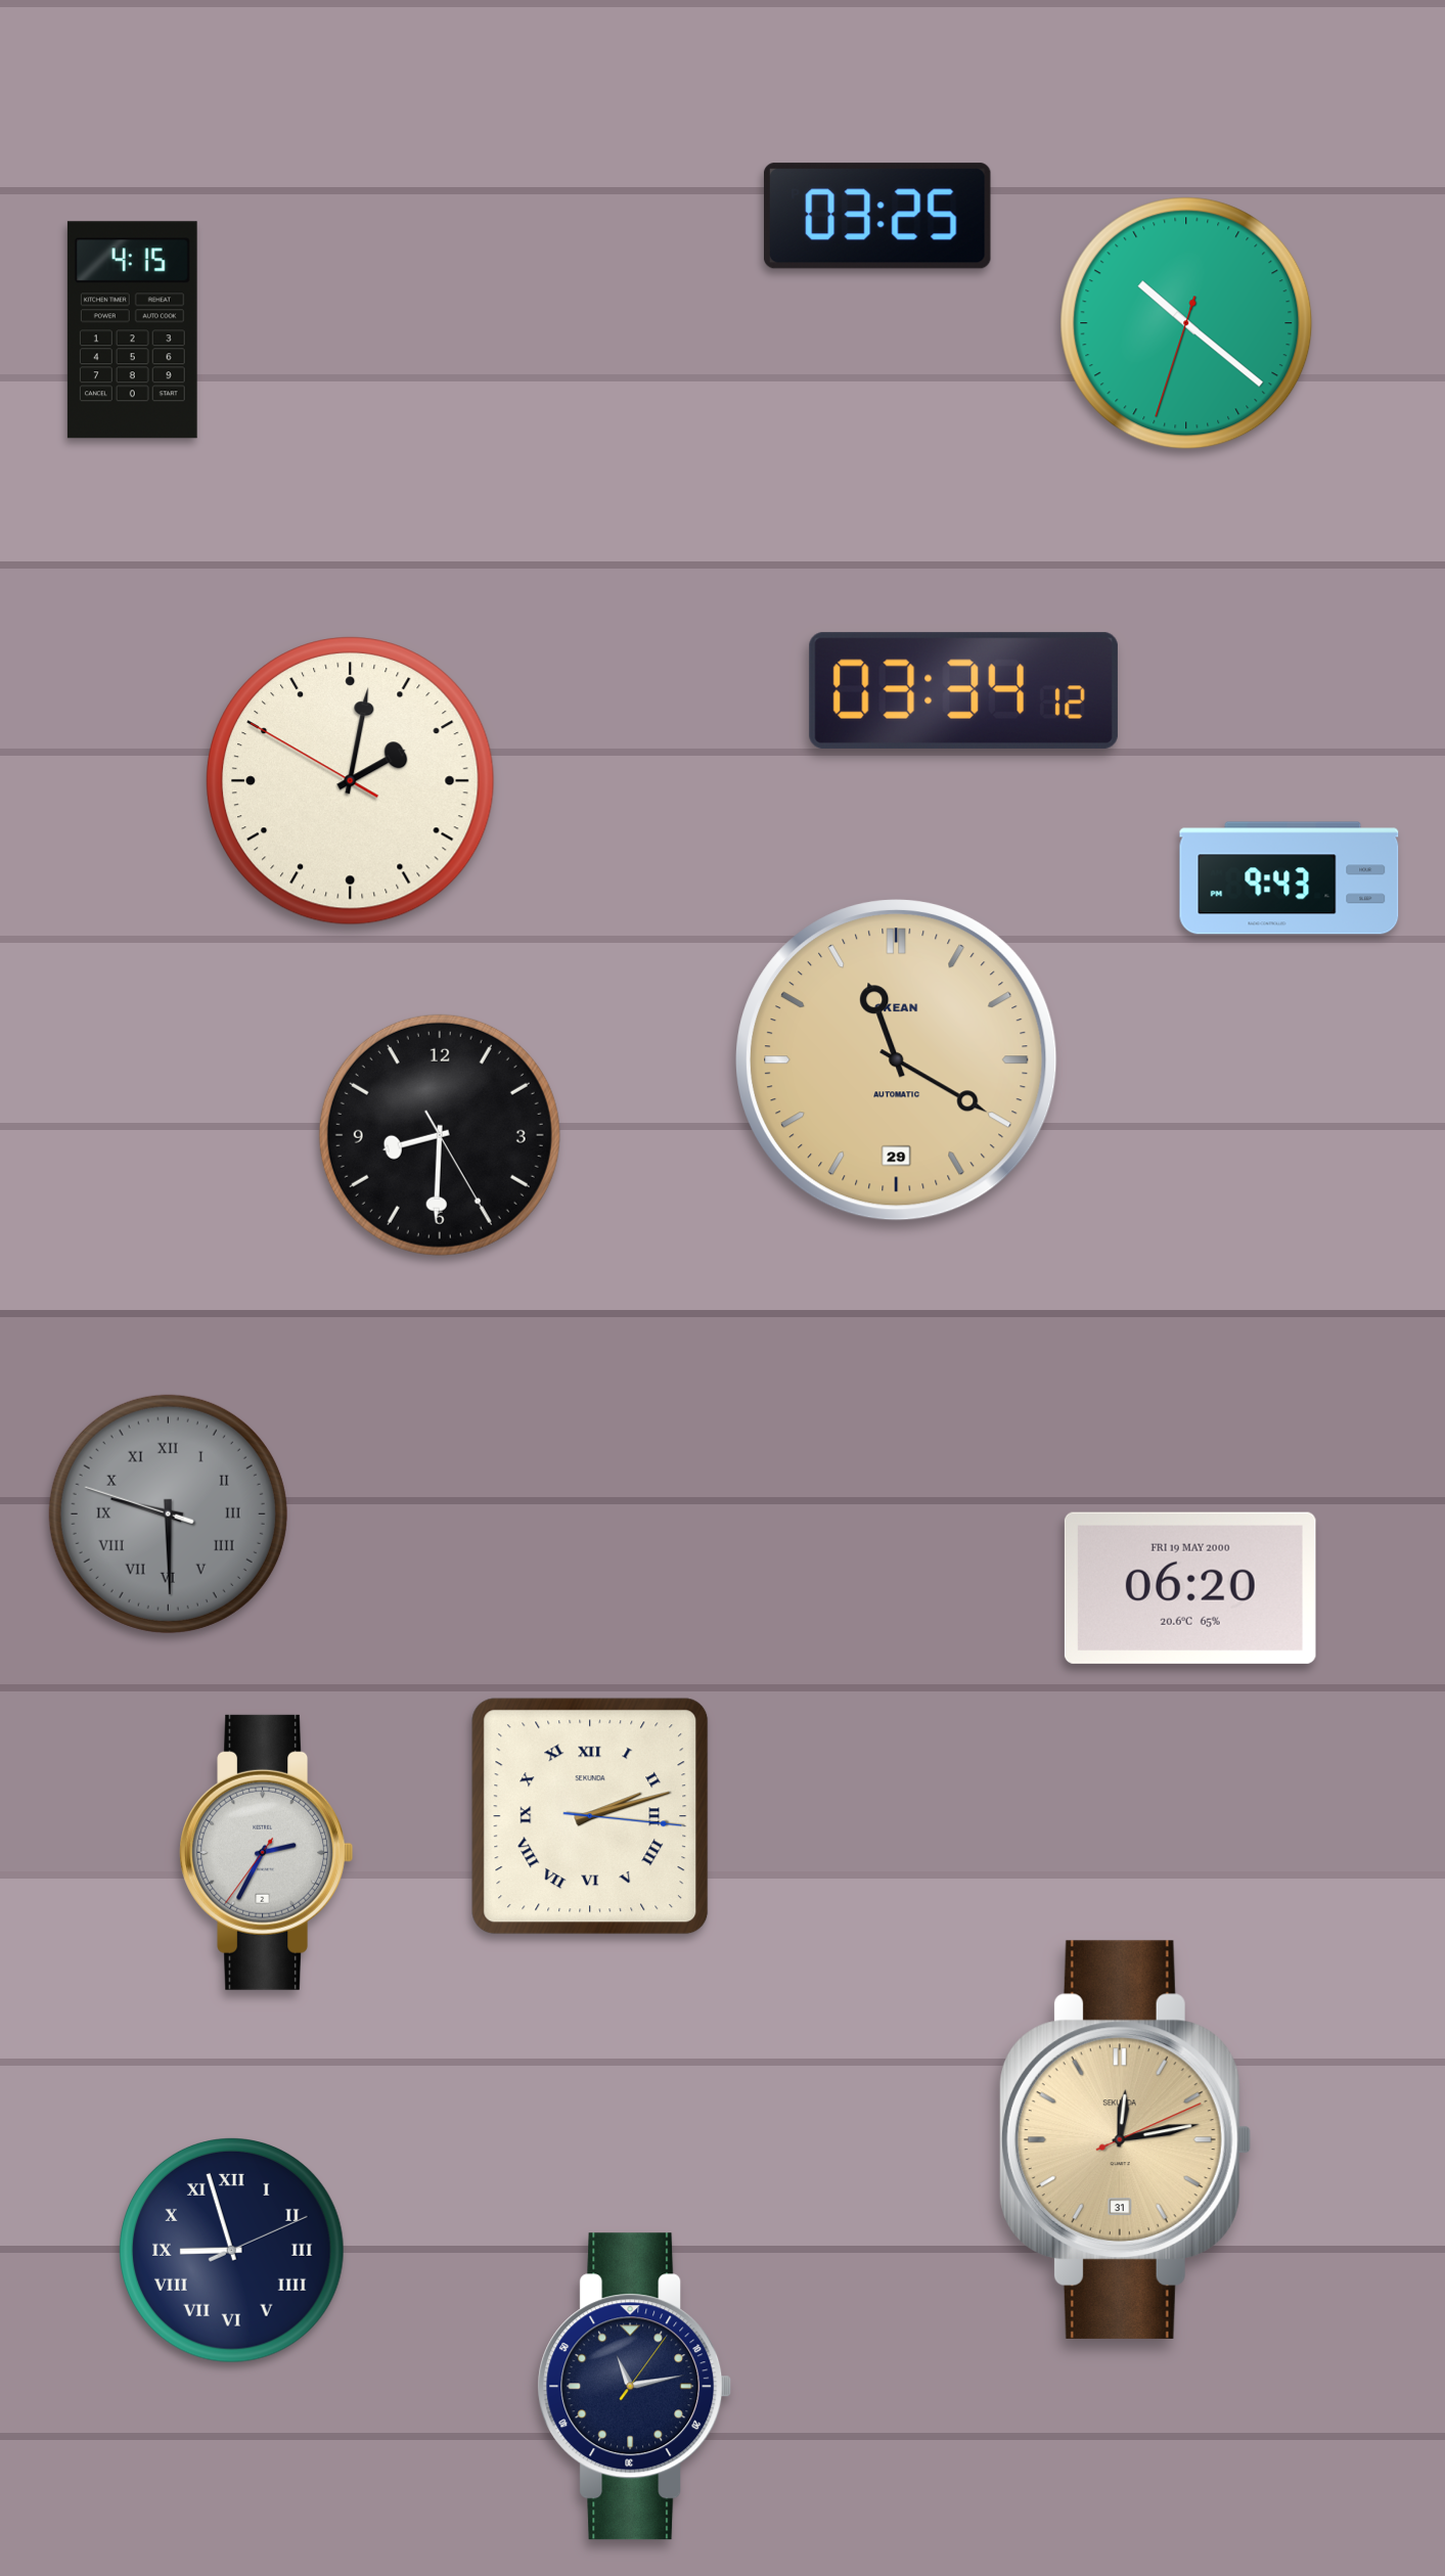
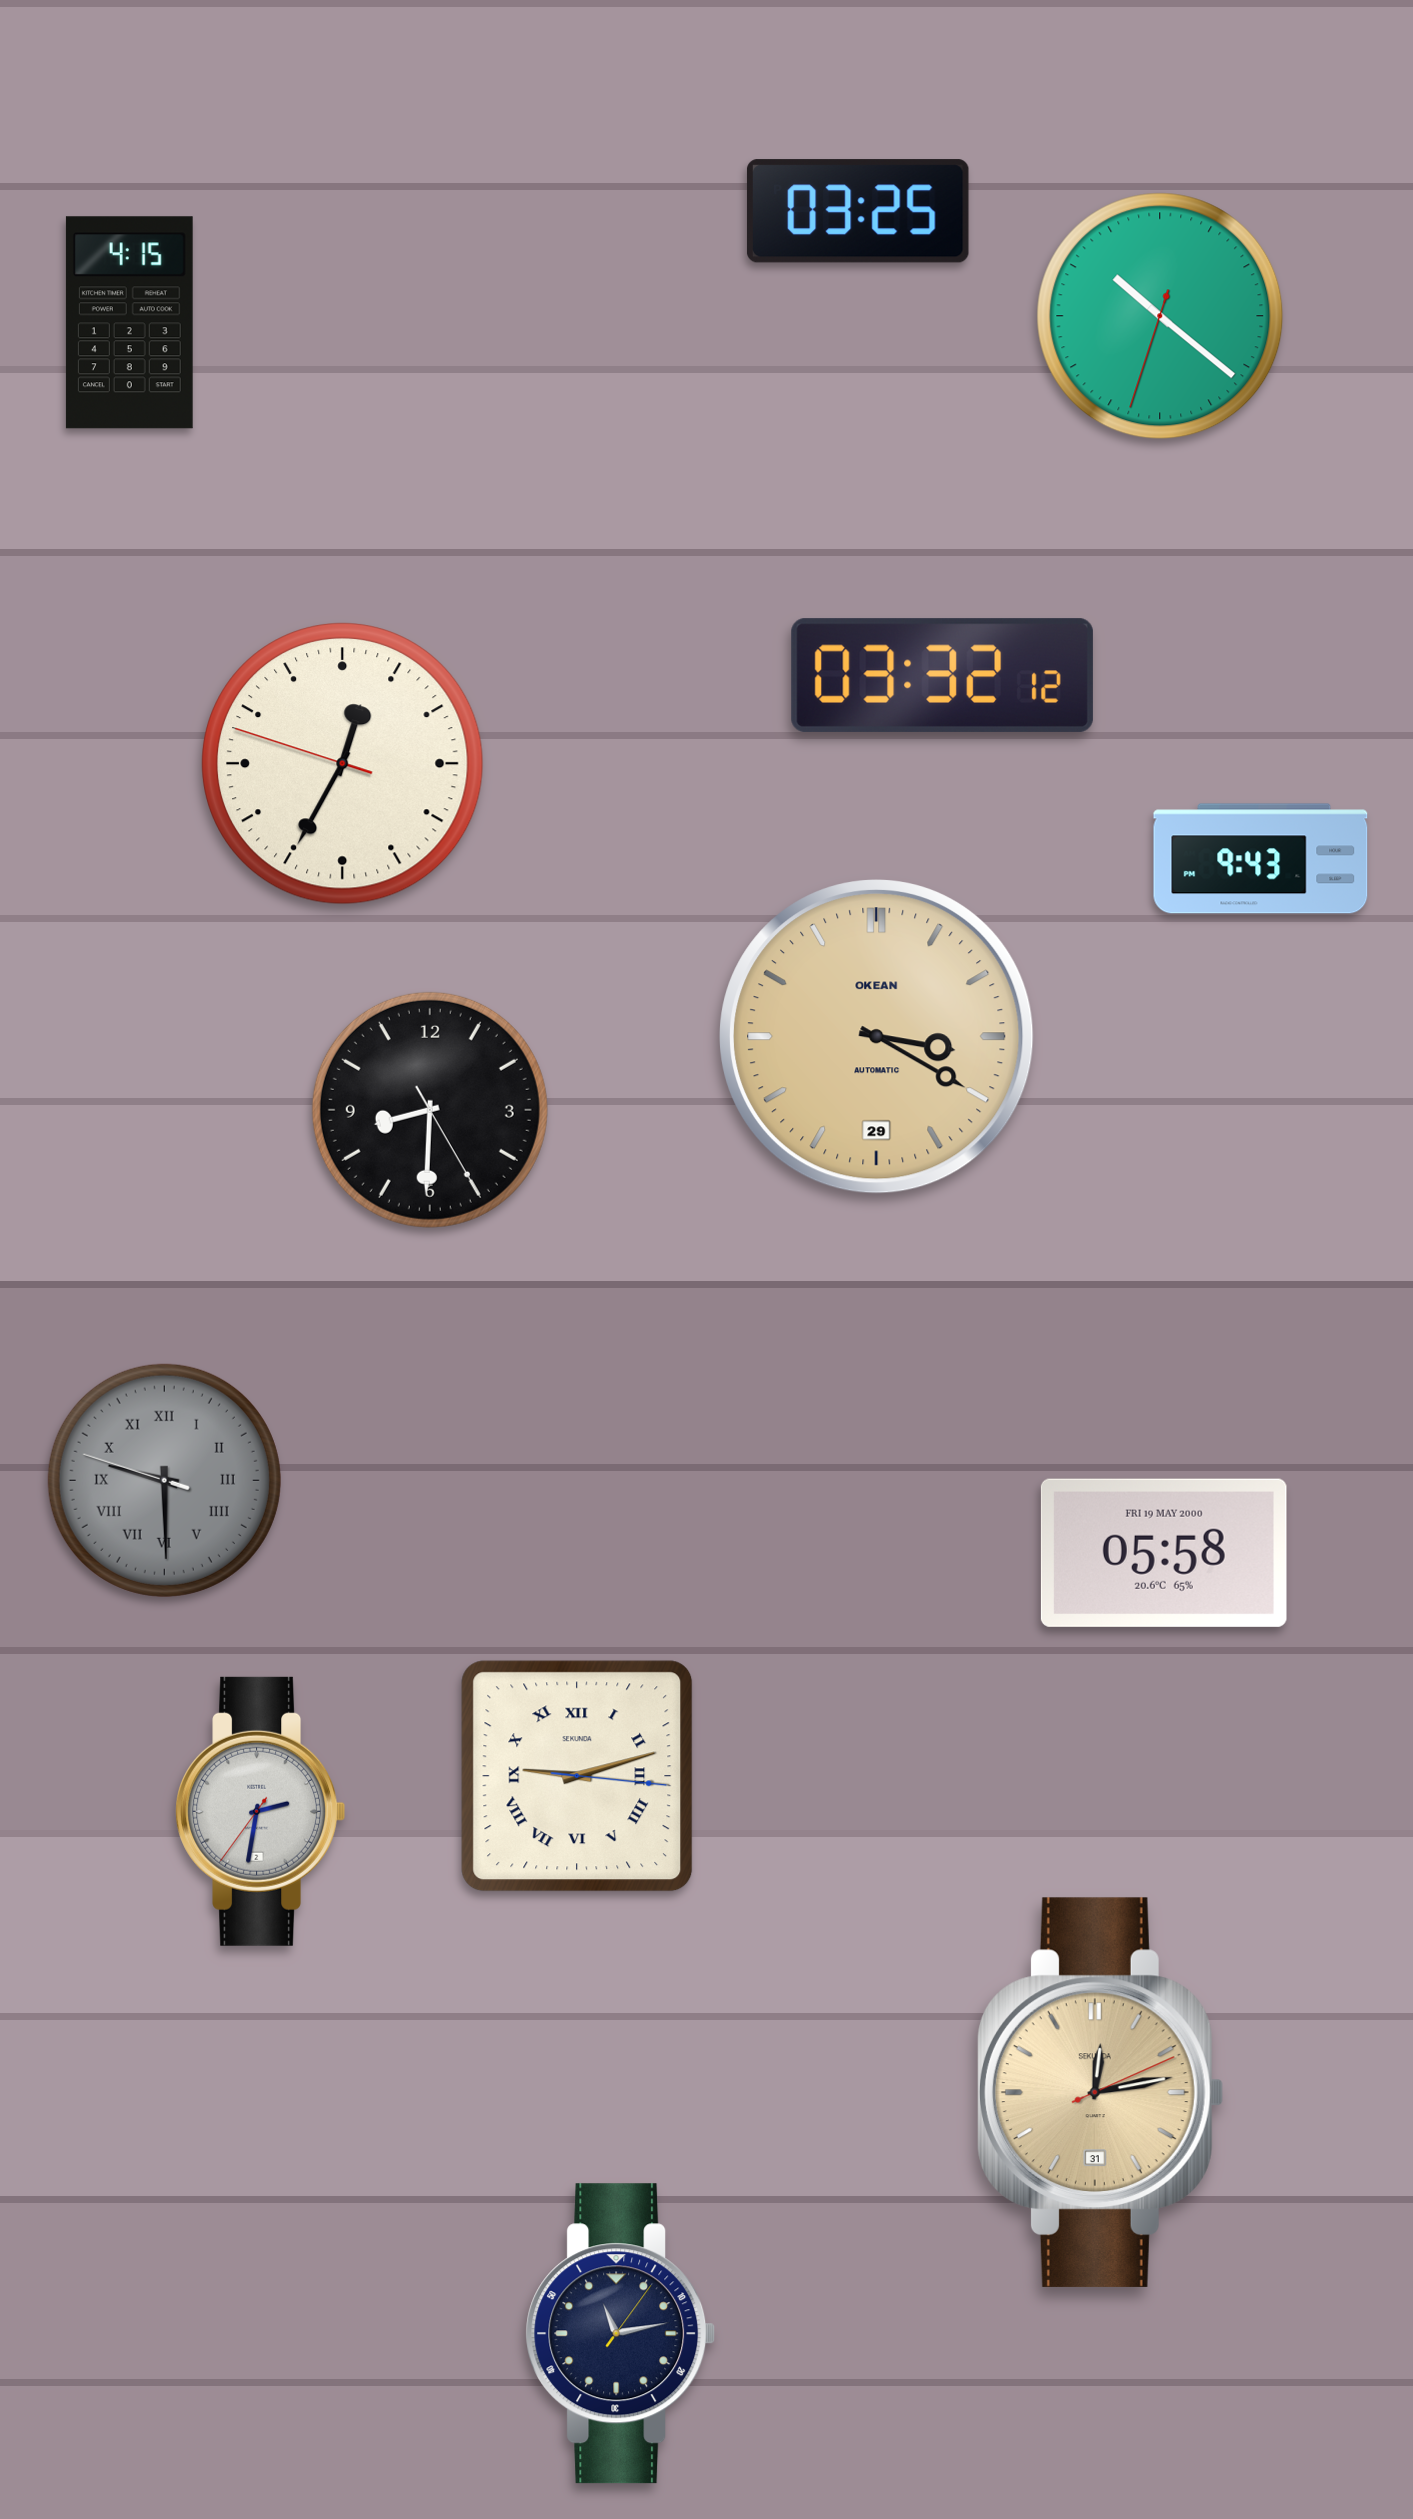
clock at (963, 690): 03:34 -> 03:32
clock at (351, 781): 2:01 -> 12:34
clock at (897, 1060): 11:20 -> 3:20
clock at (1190, 1588): 06:20 -> 05:58
clock at (590, 1816): 2:12 -> 9:12
clock at (267, 1852): 2:34 -> 2:31
clock at (232, 2251): 8:57 -> none
